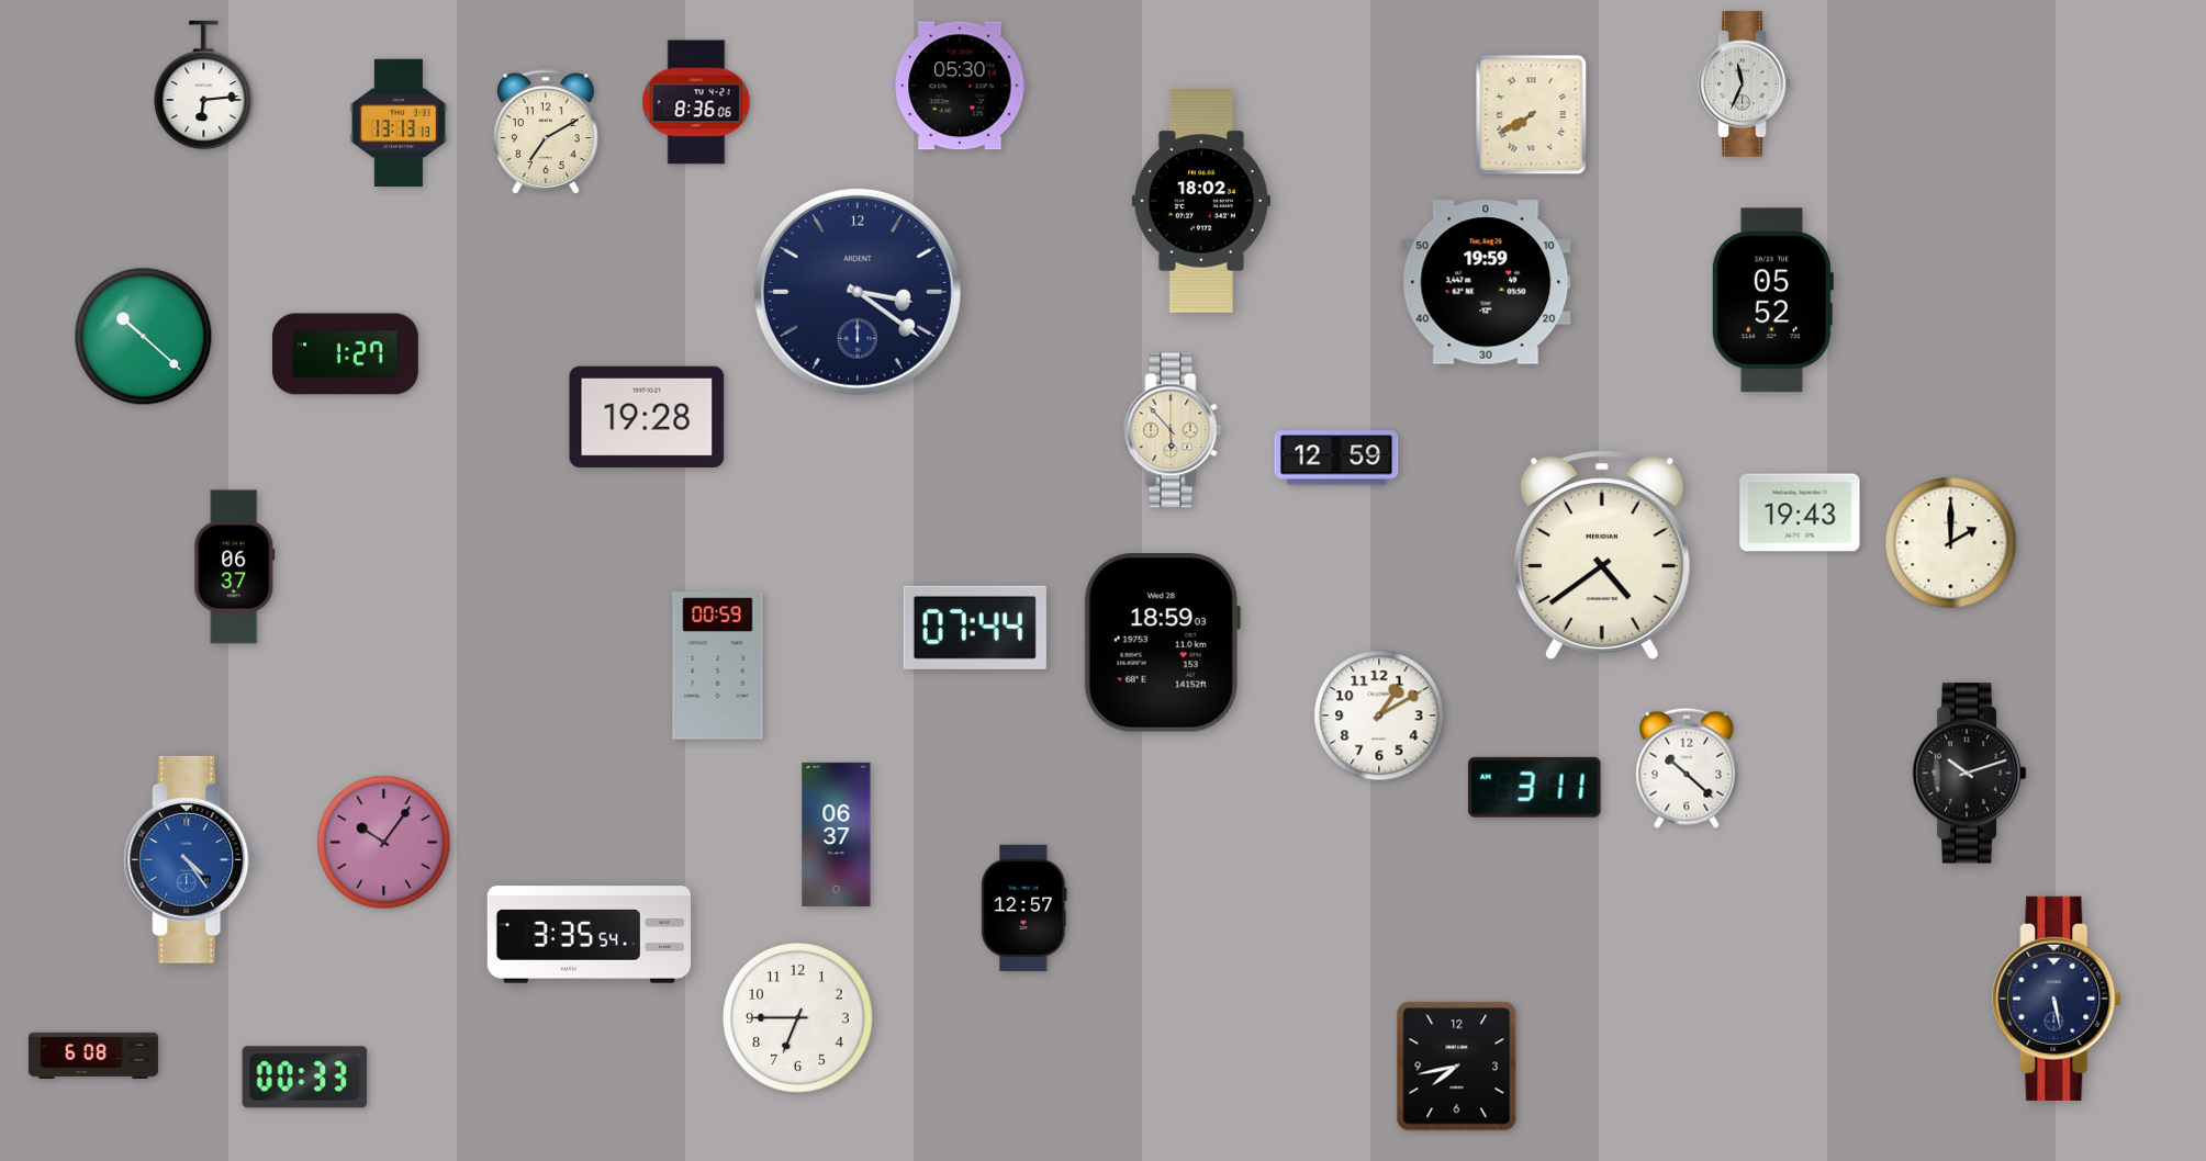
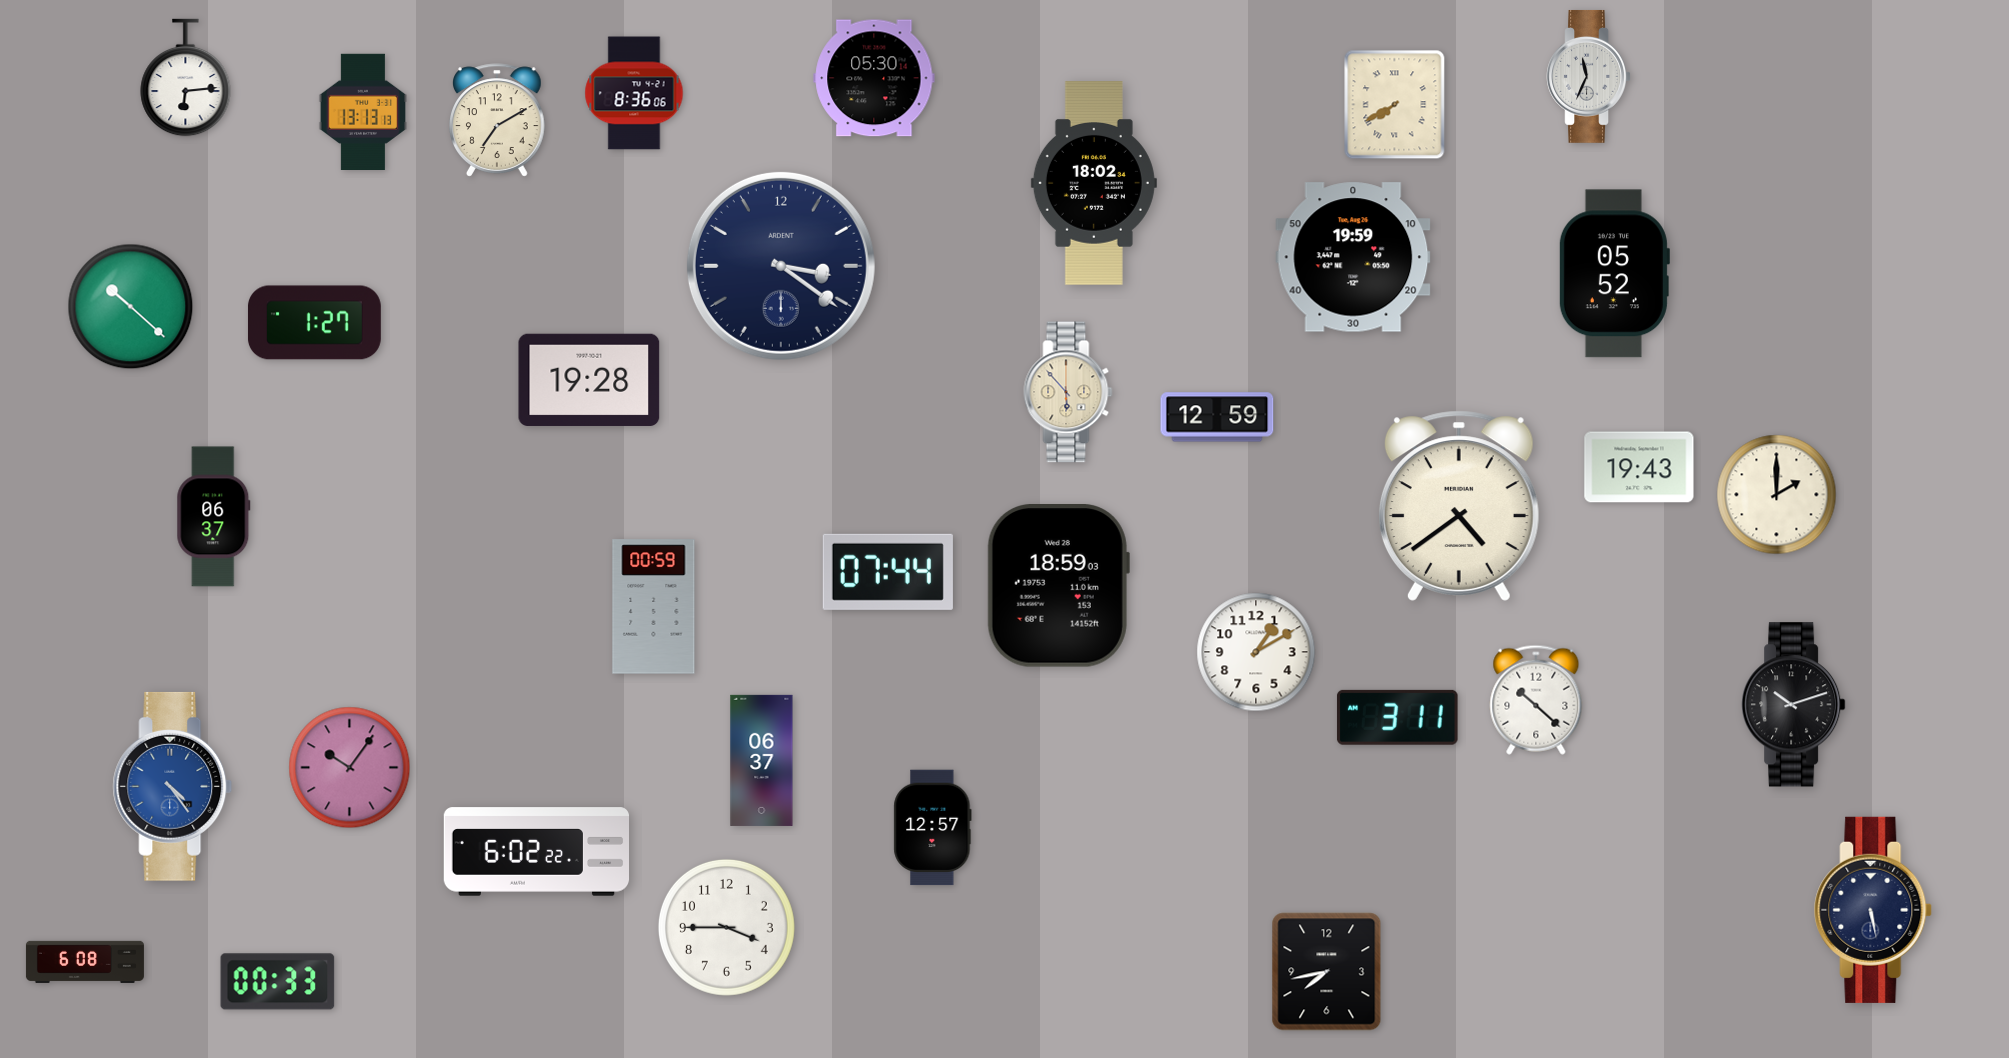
clock at (190, 859) position: (190, 859) -> (173, 786)
clock at (590, 935): 3:35 -> 6:02
clock at (797, 1017): 6:45 -> 3:45
